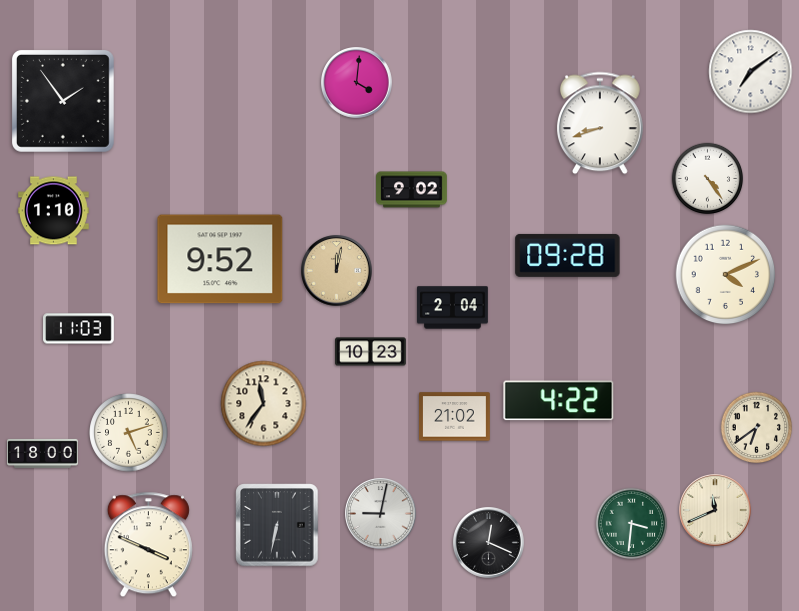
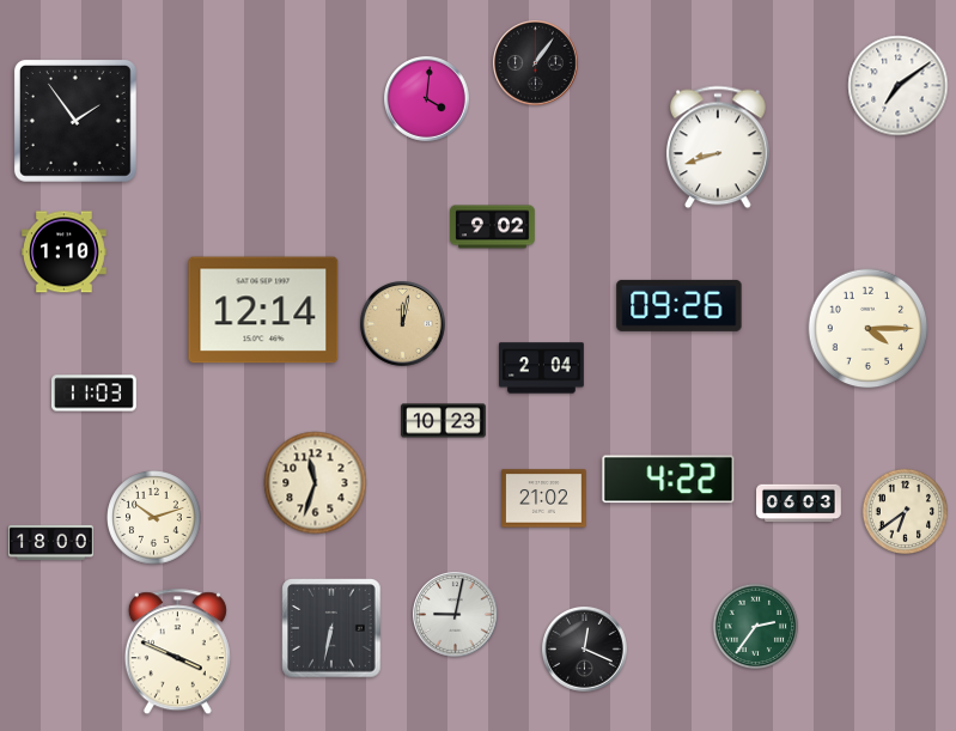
clock at (536, 63): none -> 1:06
clock at (708, 179): 4:24 -> none
clock at (568, 255): 09:28 -> 09:26
clock at (220, 259): 9:52 -> 12:14
clock at (726, 275): 4:11 -> 4:15
clock at (264, 404): 11:36 -> 11:33
clock at (799, 504): none -> 06:03
clock at (129, 433): 5:12 -> 10:12
clock at (715, 510): 11:41 -> none
clock at (632, 524): 3:31 -> 2:36
